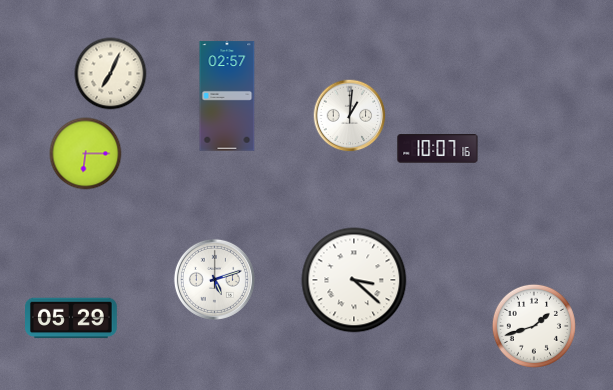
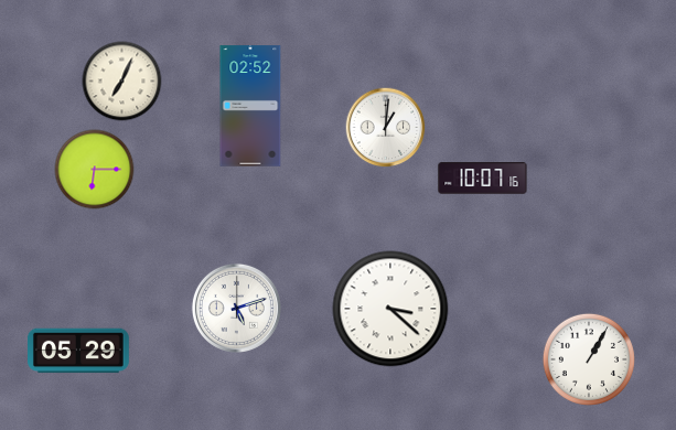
clock at (227, 96): 02:57 -> 02:52
clock at (438, 149) position: (438, 149) -> (483, 179)
clock at (534, 326): 1:42 -> 1:05
